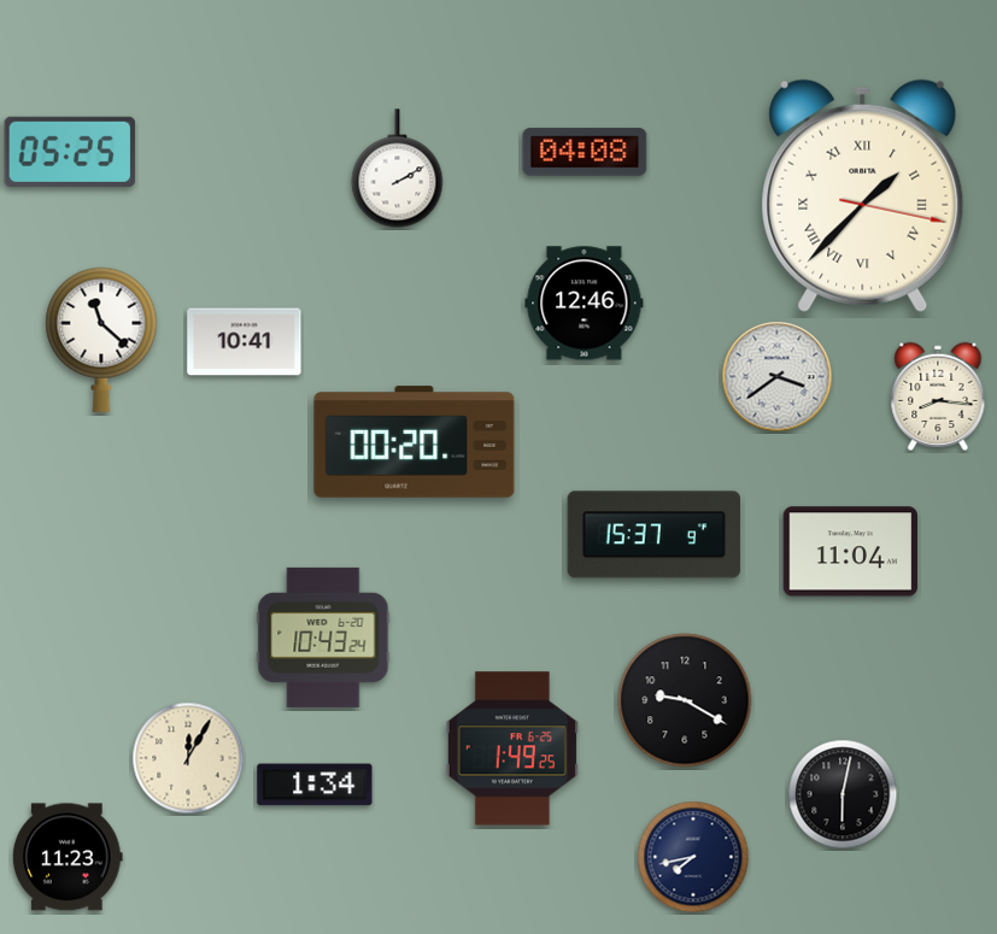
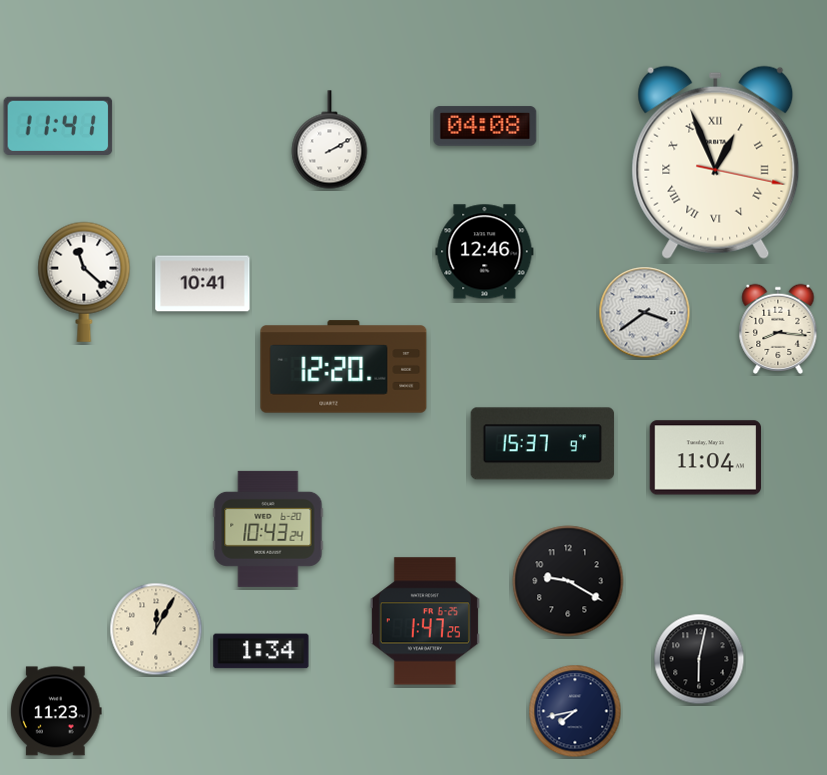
clock at (70, 152): 05:25 -> 11:41
clock at (863, 195): 1:37 -> 12:56
clock at (415, 442): 00:20 -> 12:20
clock at (512, 748): 1:49 -> 1:47
